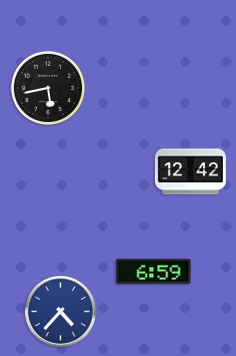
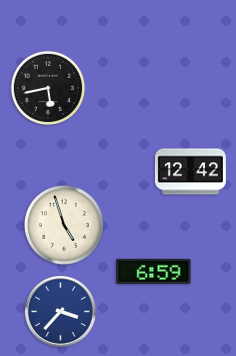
clock at (65, 226): none -> 4:57
clock at (60, 311): 4:37 -> 3:37
